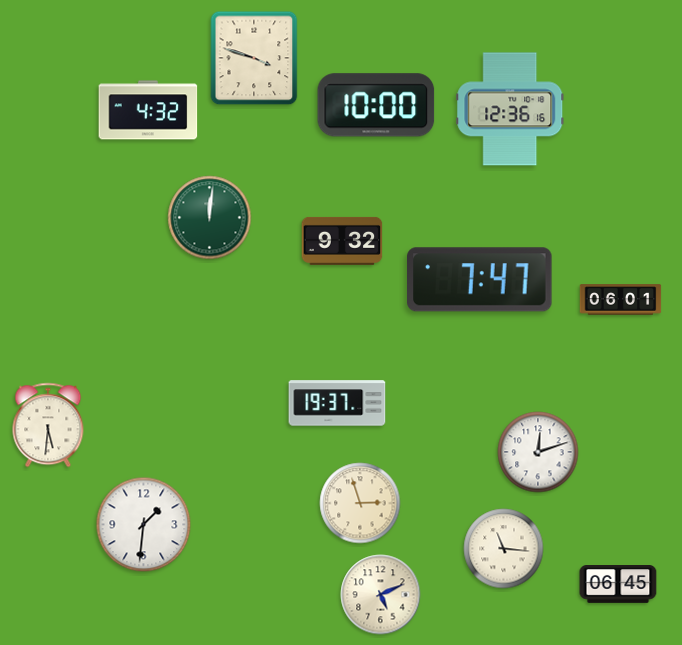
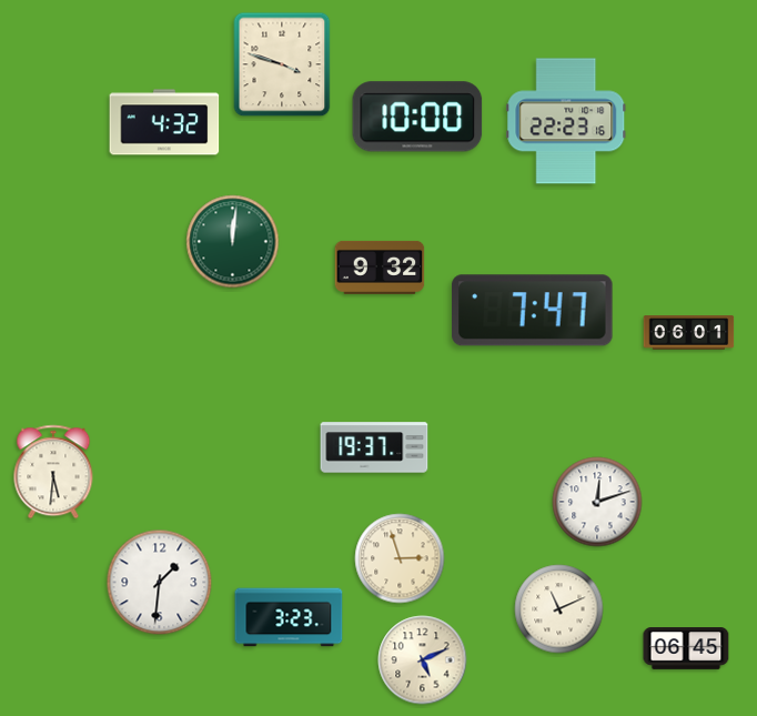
clock at (510, 109): 12:36 -> 22:23
clock at (504, 549): 11:16 -> 11:11
clock at (289, 617): none -> 3:23
